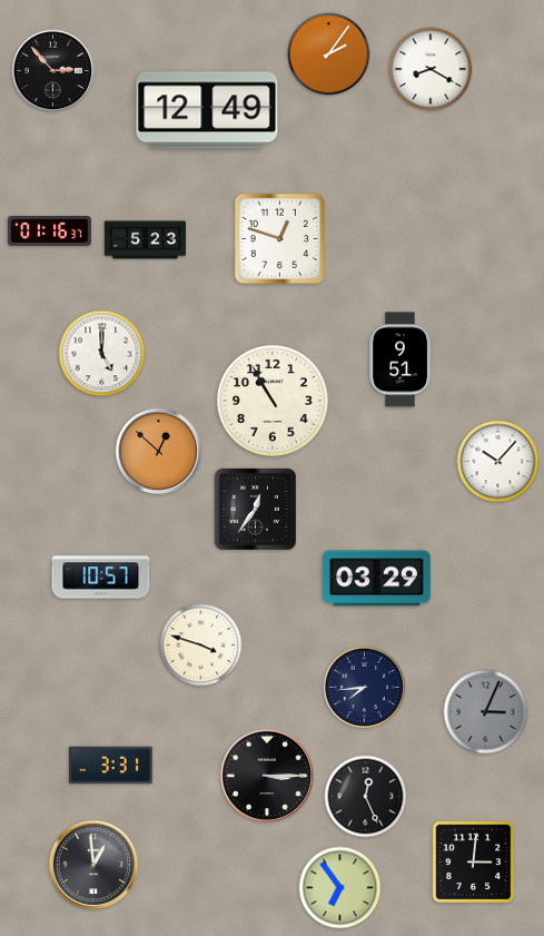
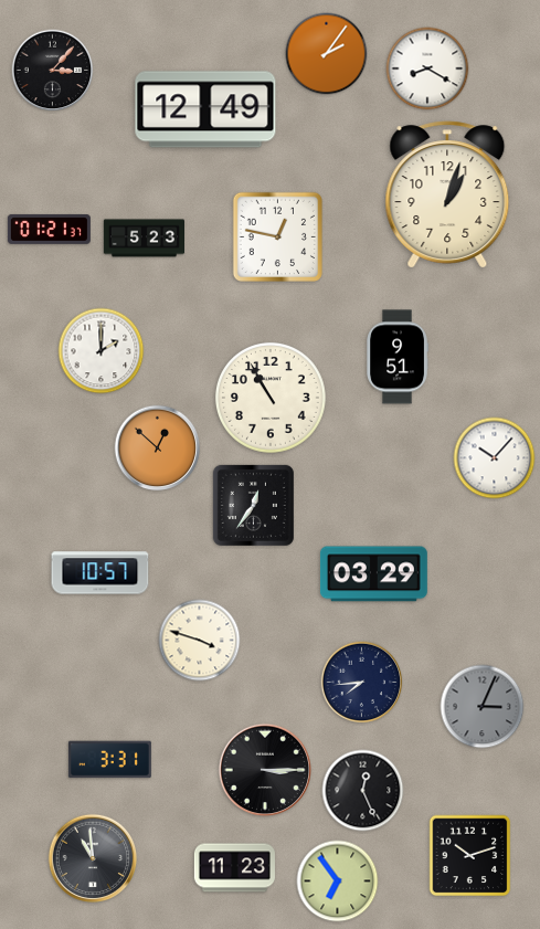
clock at (53, 71): 2:53 -> 3:07
clock at (447, 194): none -> 1:03
clock at (49, 231): 01:16 -> 01:21
clock at (279, 238): 12:48 -> 12:47
clock at (102, 354): 5:00 -> 2:00
clock at (474, 863): 3:01 -> 10:12
clock at (93, 865): 12:59 -> 10:59
clock at (234, 868): none -> 11:23
